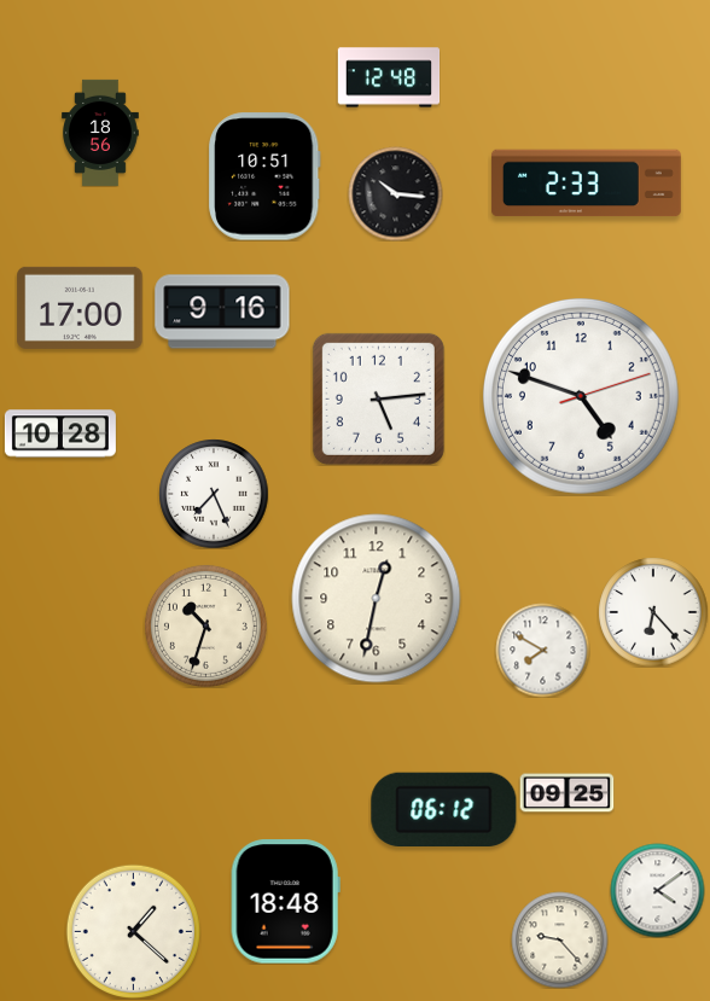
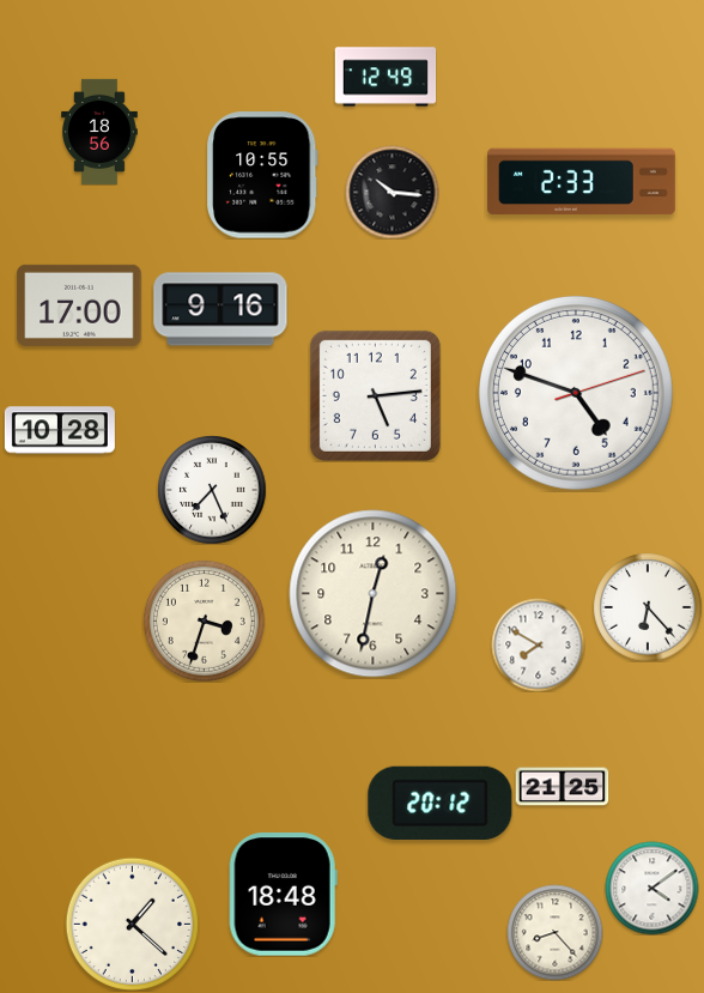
clock at (389, 77): 12:48 -> 12:49
clock at (266, 176): 10:51 -> 10:55
clock at (205, 625): 10:33 -> 3:33
clock at (566, 793): 09:25 -> 21:25
clock at (444, 809): 06:12 -> 20:12
clock at (657, 890) position: (657, 890) -> (651, 888)
clock at (559, 939): 9:23 -> 8:23
